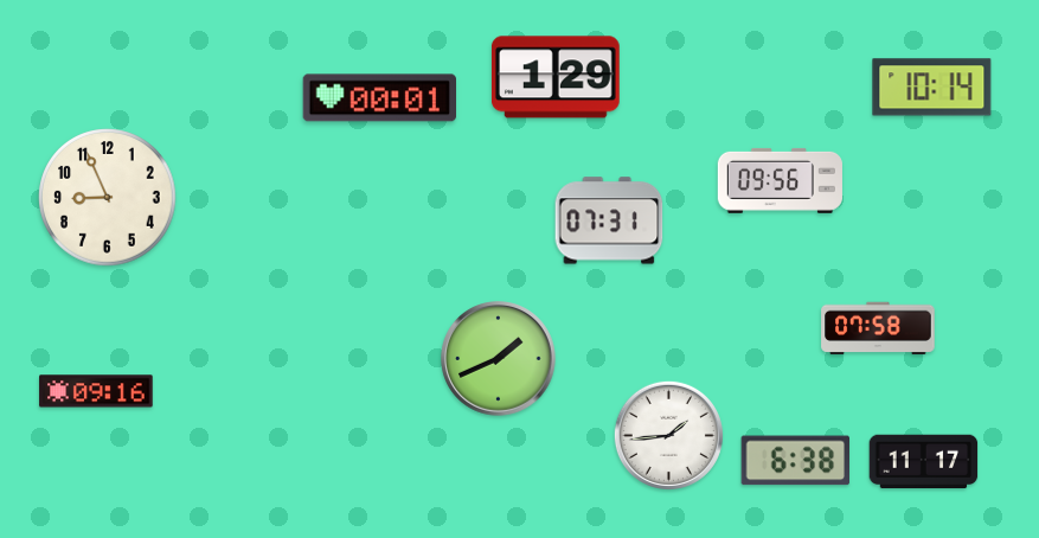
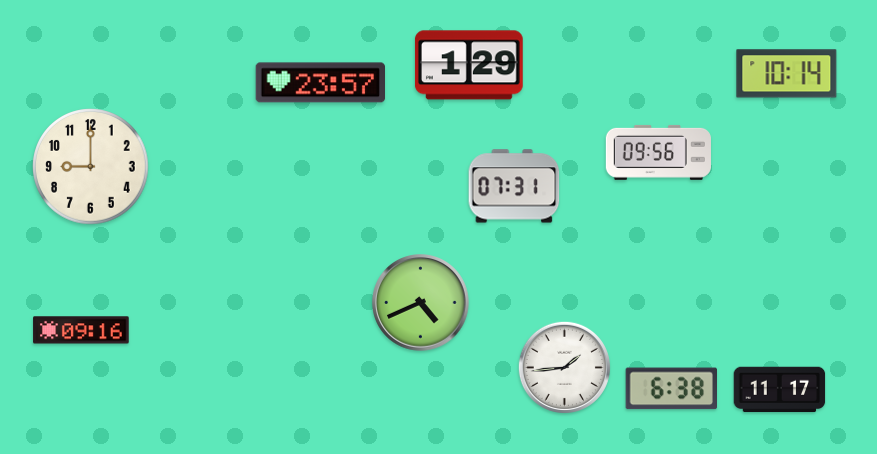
clock at (379, 98): 00:01 -> 23:57
clock at (108, 198): 8:56 -> 9:00
clock at (878, 328): 07:58 -> none
clock at (499, 359): 1:41 -> 4:41
